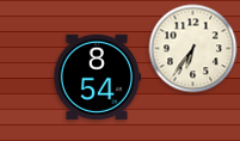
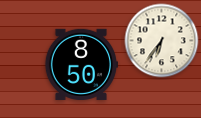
clock at (96, 76): 8:54 -> 8:50
